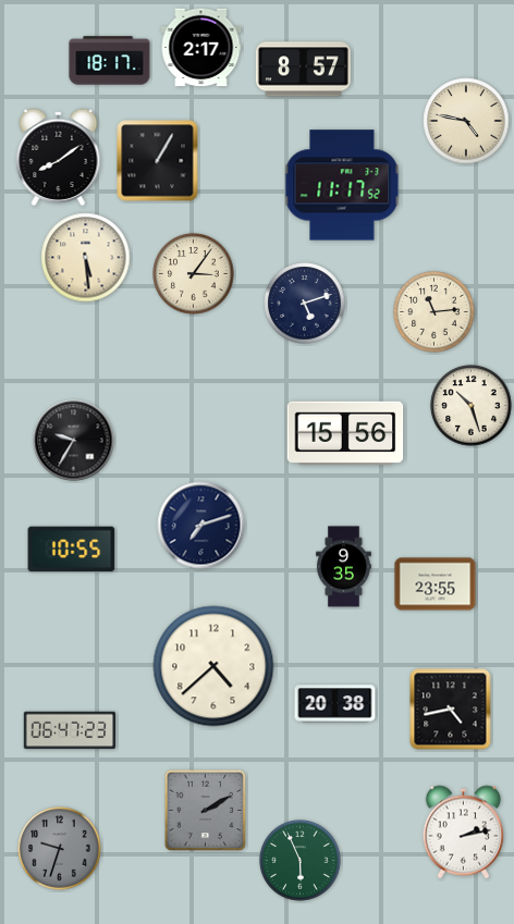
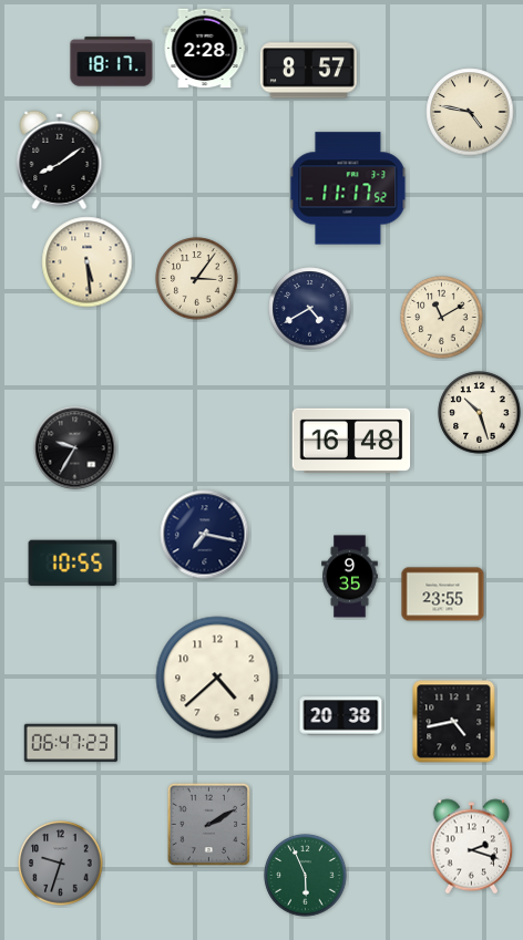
clock at (201, 48): 2:17 -> 2:28
clock at (466, 121) position: (466, 121) -> (470, 112)
clock at (158, 161): 1:05 -> none
clock at (305, 304): 5:12 -> 4:40
clock at (435, 312): 11:14 -> 11:10
clock at (345, 433): 15:56 -> 16:48
clock at (201, 526): 7:12 -> 7:17
clock at (72, 550) position: (72, 550) -> (73, 564)
clock at (451, 710) position: (451, 710) -> (454, 722)
clock at (464, 833): 2:13 -> 2:18
